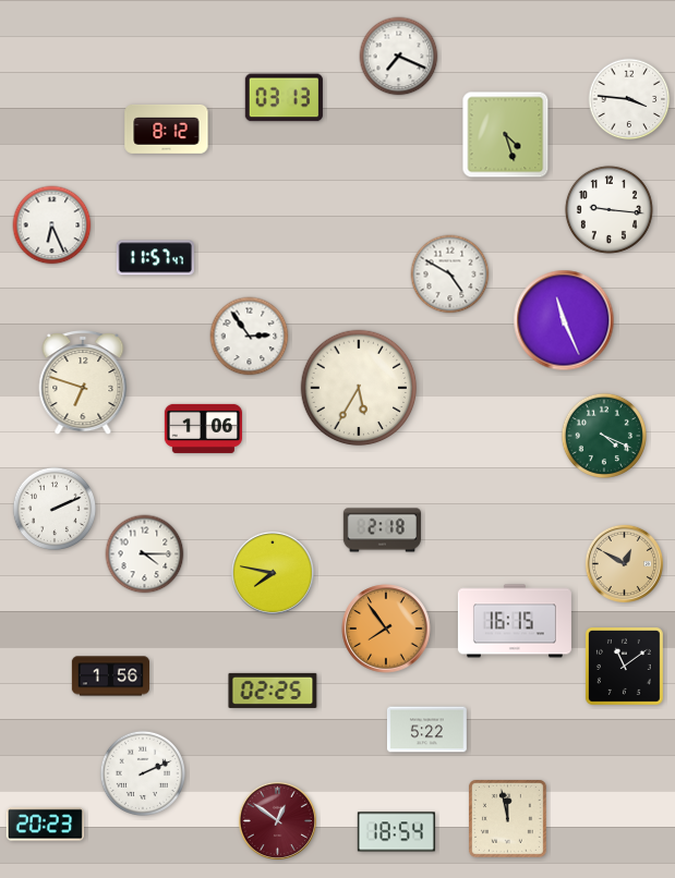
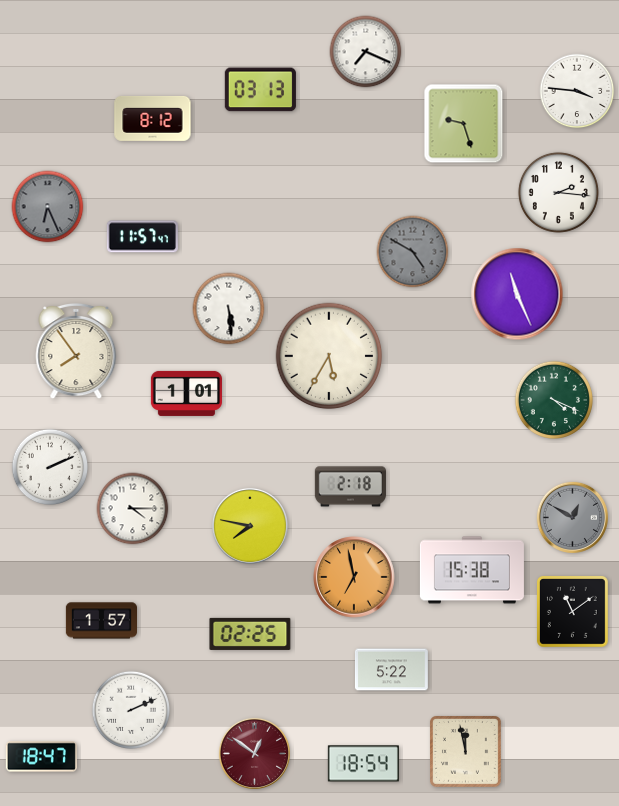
clock at (506, 135): 4:27 -> 9:27
clock at (608, 209): 9:16 -> 2:16
clock at (52, 225) dial: white -> grey
clock at (450, 275) dial: white -> grey
clock at (250, 337): 2:54 -> 5:29
clock at (83, 382): 6:48 -> 7:54
clock at (203, 428): 1:06 -> 1:01
clock at (624, 563) dial: champagne -> grey
clock at (515, 621): 16:15 -> 15:38
clock at (386, 629): 7:54 -> 6:58
clock at (110, 676): 1:56 -> 1:57
clock at (45, 825): 20:23 -> 18:47
